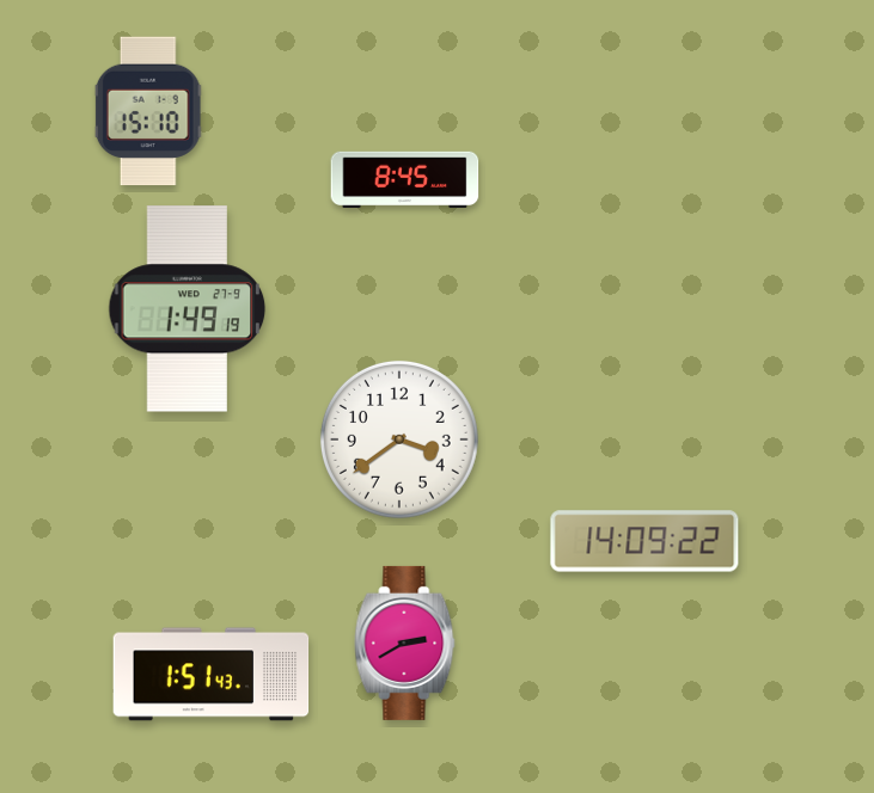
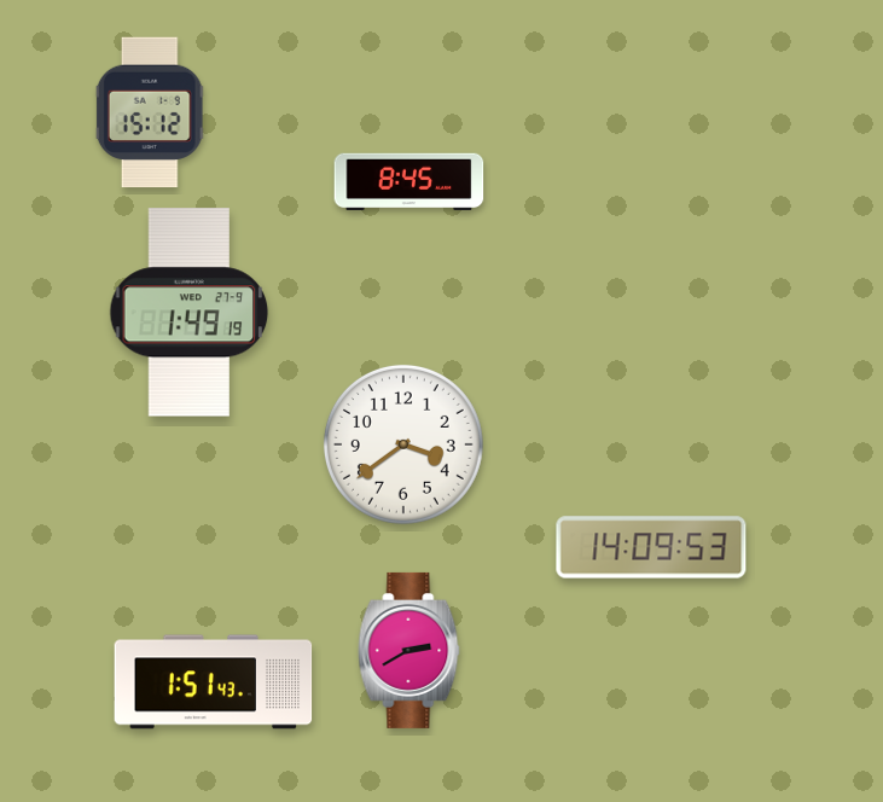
clock at (148, 111): 15:10 -> 15:12
clock at (644, 541): 14:09:22 -> 14:09:53
